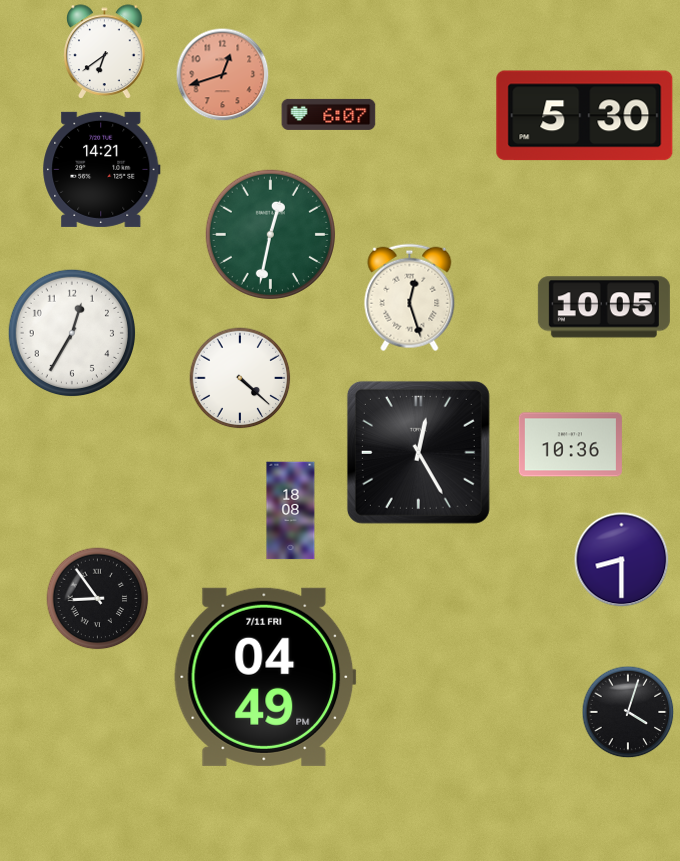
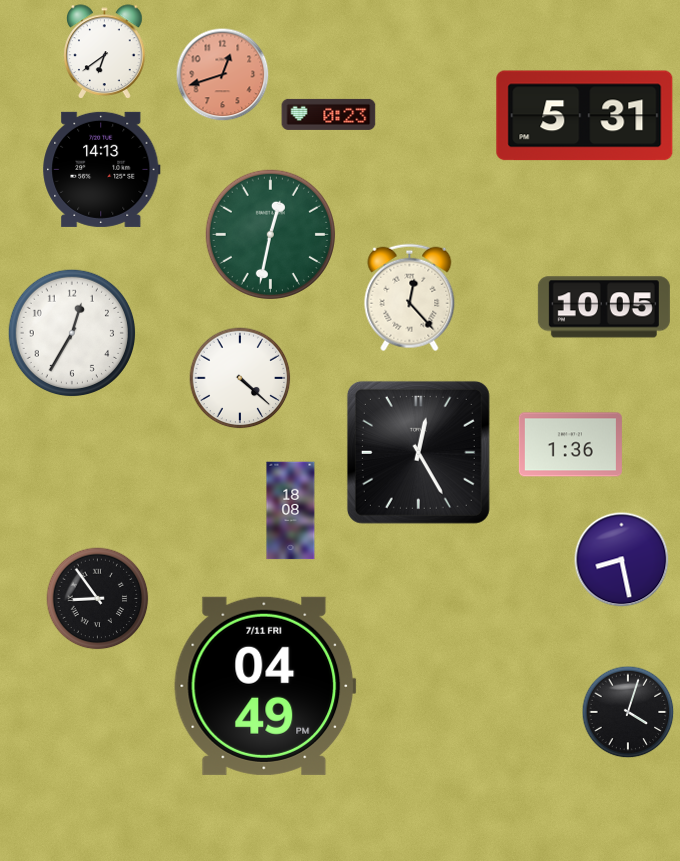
clock at (329, 114): 6:07 -> 0:23
clock at (585, 116): 5:30 -> 5:31
clock at (102, 169): 14:21 -> 14:13
clock at (410, 298): 12:27 -> 12:23
clock at (570, 445): 10:36 -> 1:36
clock at (622, 560): 8:30 -> 8:28
clock at (265, 677) position: (265, 677) -> (265, 686)
